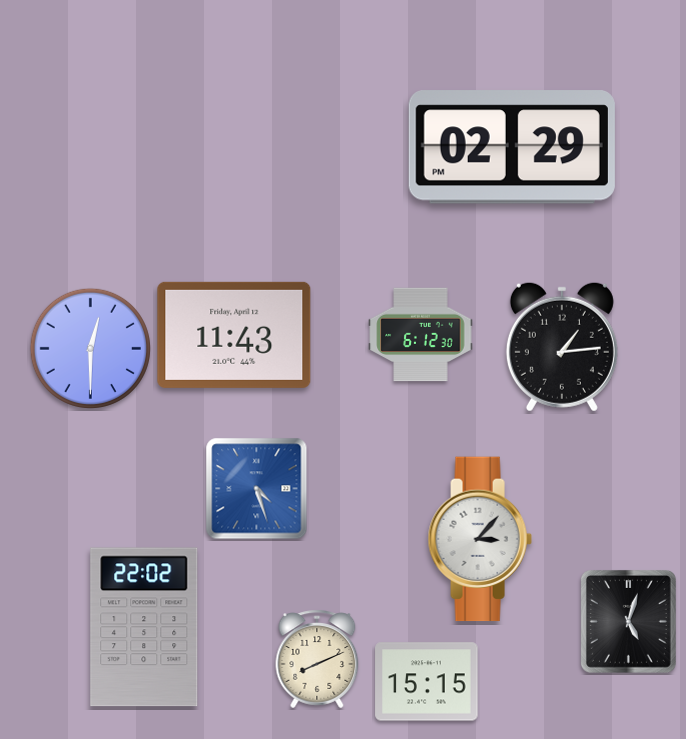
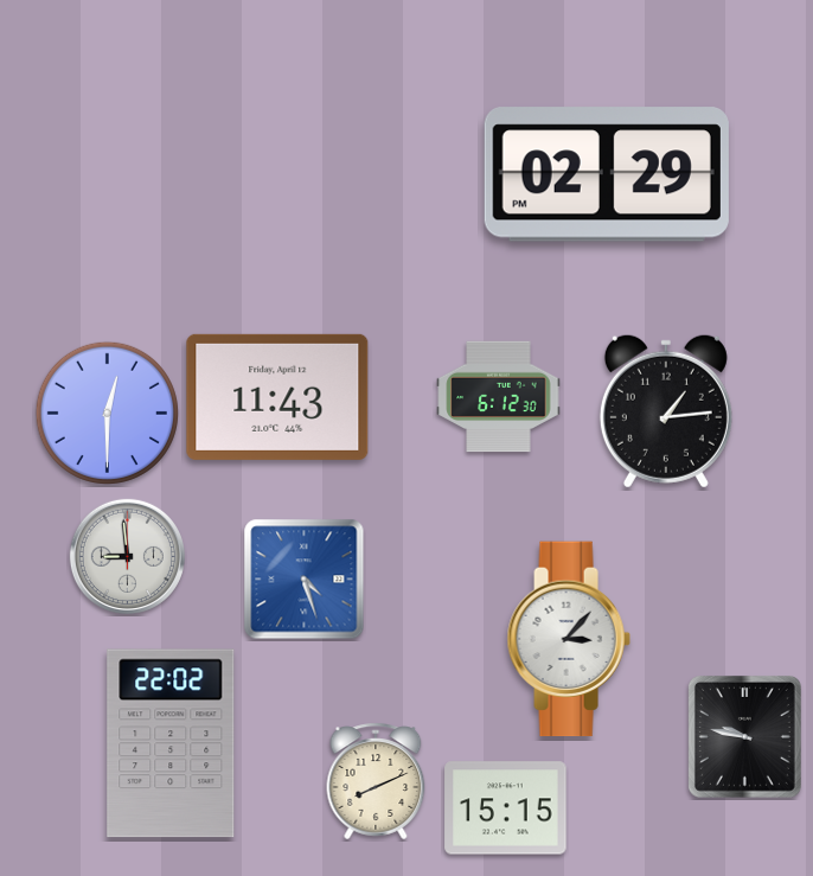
clock at (127, 556): none -> 8:59
clock at (628, 621): 5:03 -> 9:47
